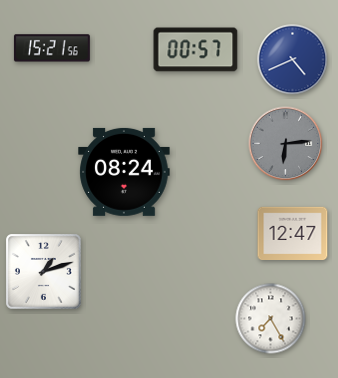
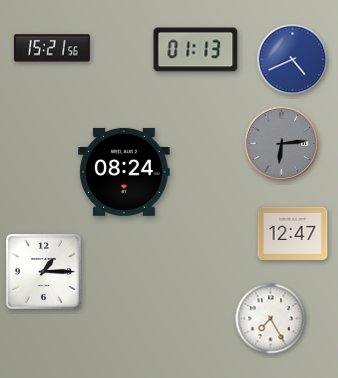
clock at (196, 50): 00:57 -> 01:13
clock at (286, 144) position: (286, 144) -> (282, 144)
clock at (44, 272): 1:12 -> 1:15
